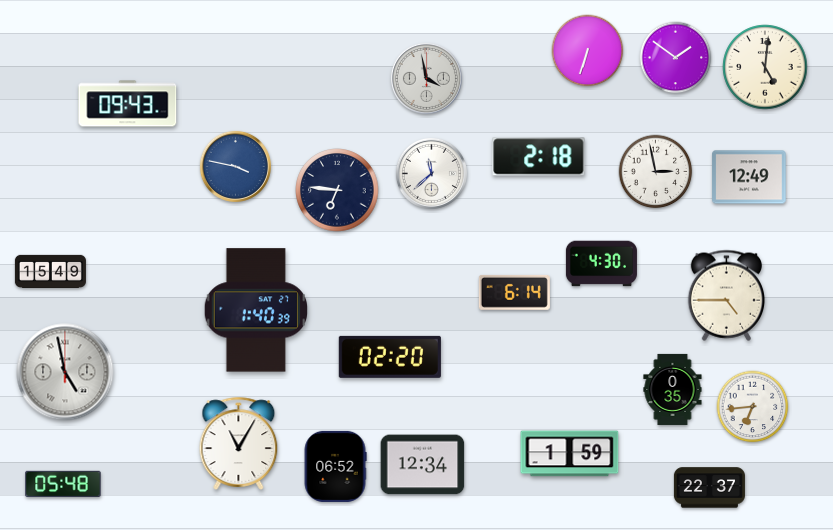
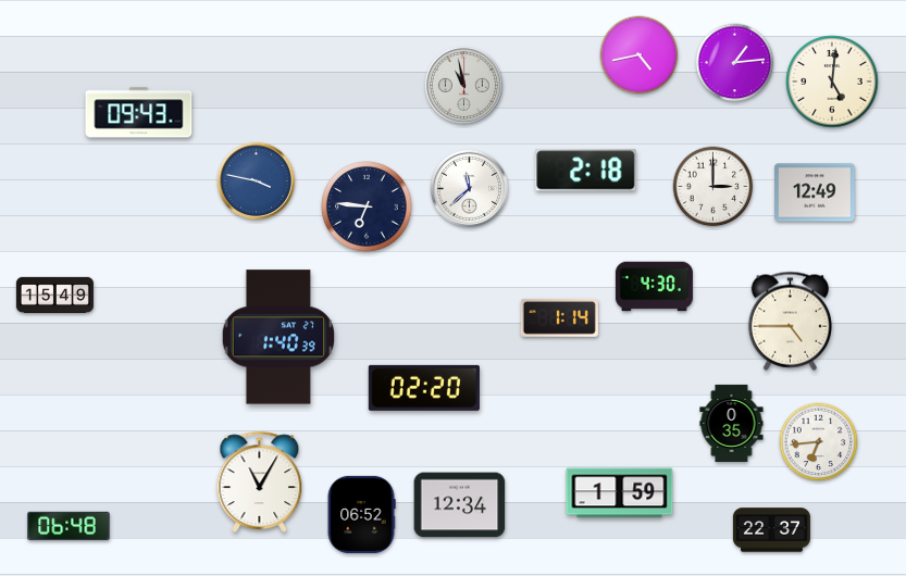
clock at (588, 51): 6:33 -> 4:43
clock at (676, 58): 1:51 -> 1:14
clock at (765, 67) position: (765, 67) -> (832, 82)
clock at (426, 78): 3:58 -> 10:58
clock at (656, 172): 2:58 -> 3:00
clock at (514, 292): 6:14 -> 1:14
clock at (65, 372): 4:58 -> none
clock at (335, 466) position: (335, 466) -> (361, 514)
clock at (63, 483): 05:48 -> 06:48
